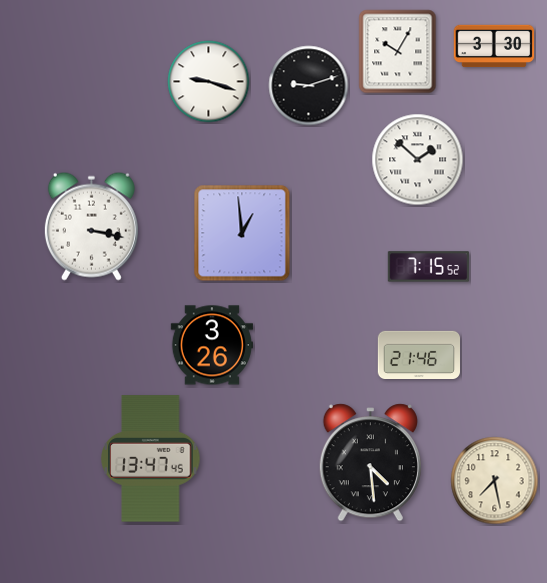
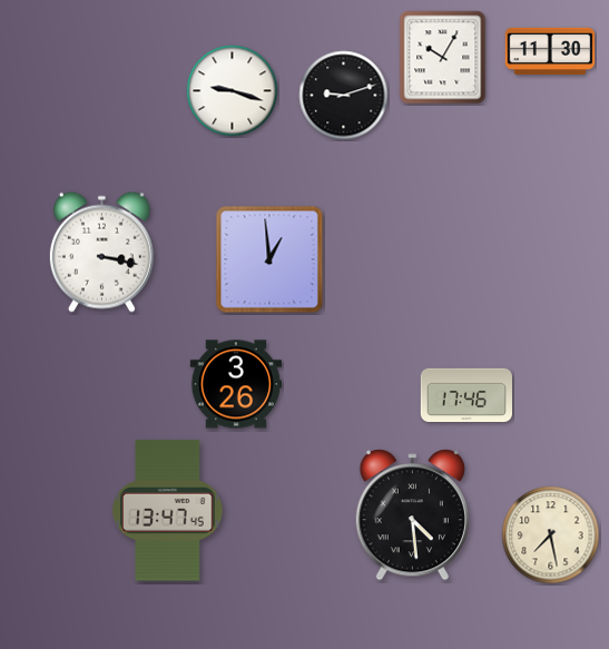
clock at (494, 46): 3:30 -> 11:30
clock at (418, 160): 1:52 -> none
clock at (429, 267): 7:15 -> none
clock at (418, 354): 21:46 -> 17:46
